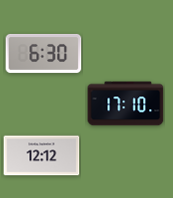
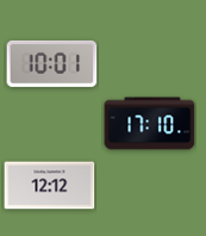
clock at (44, 53): 6:30 -> 10:01
